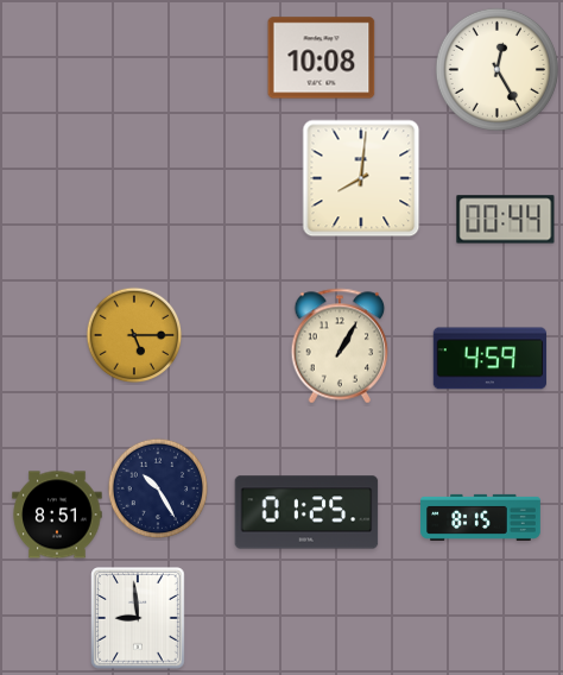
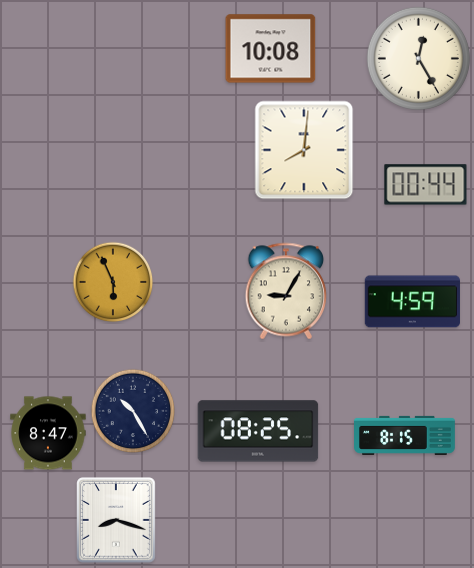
clock at (134, 335): 5:15 -> 5:56
clock at (340, 346): 1:05 -> 9:05
clock at (306, 512): 01:25 -> 08:25
clock at (57, 515): 8:51 -> 8:47
clock at (138, 618): 8:59 -> 8:18
